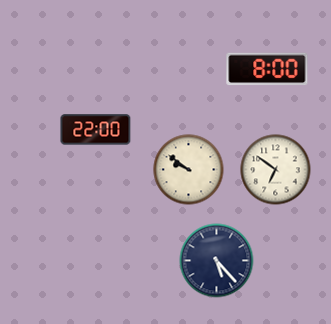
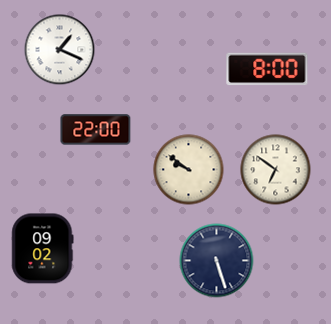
clock at (60, 50): none -> 1:19
clock at (43, 249): none -> 09:02
clock at (217, 261): 5:23 -> 5:27
